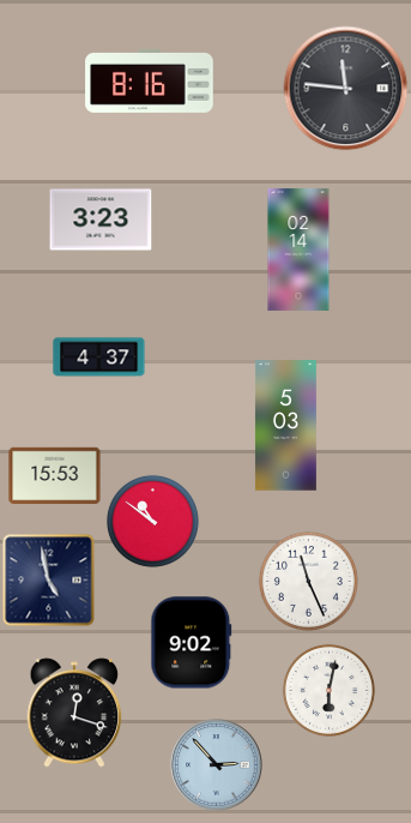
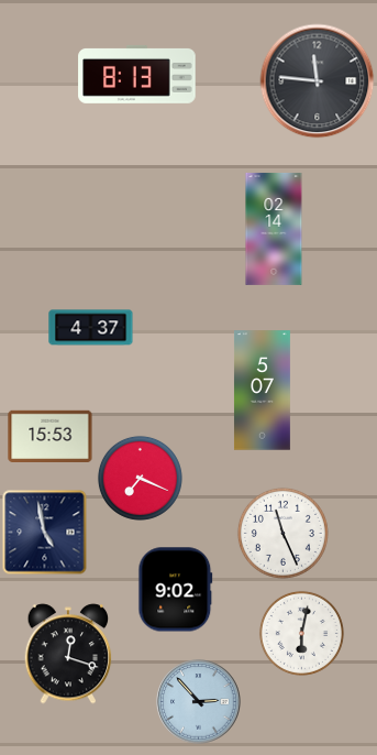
clock at (150, 80): 8:16 -> 8:13
clock at (101, 220): 3:23 -> none
clock at (285, 426): 5:03 -> 5:07
clock at (152, 521): 10:51 -> 7:19
